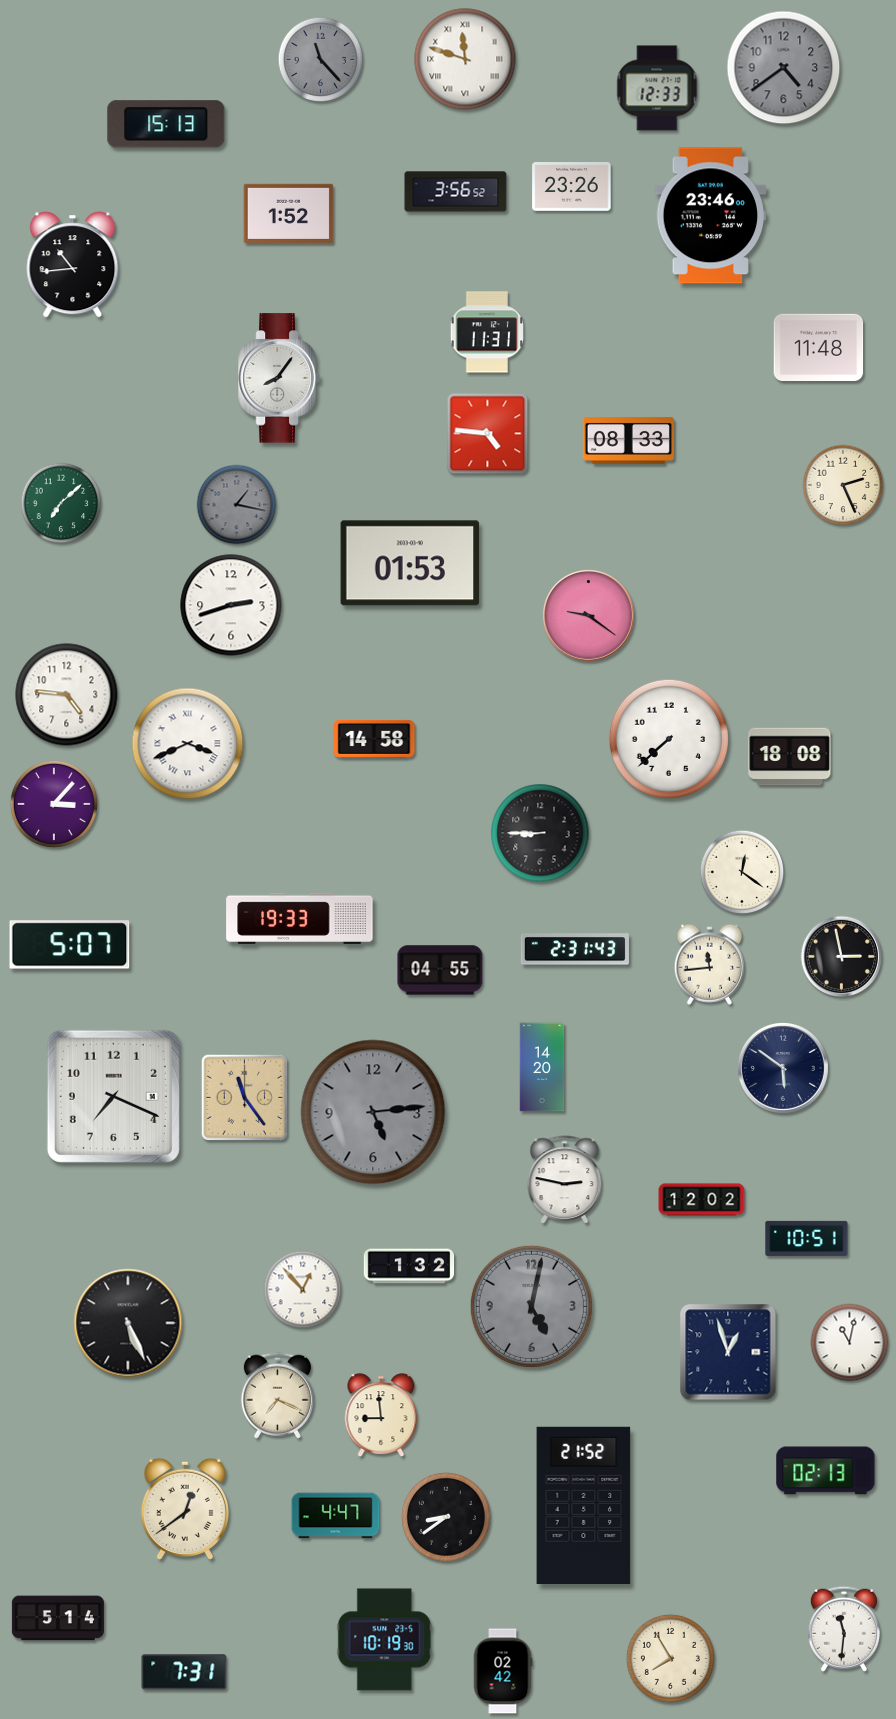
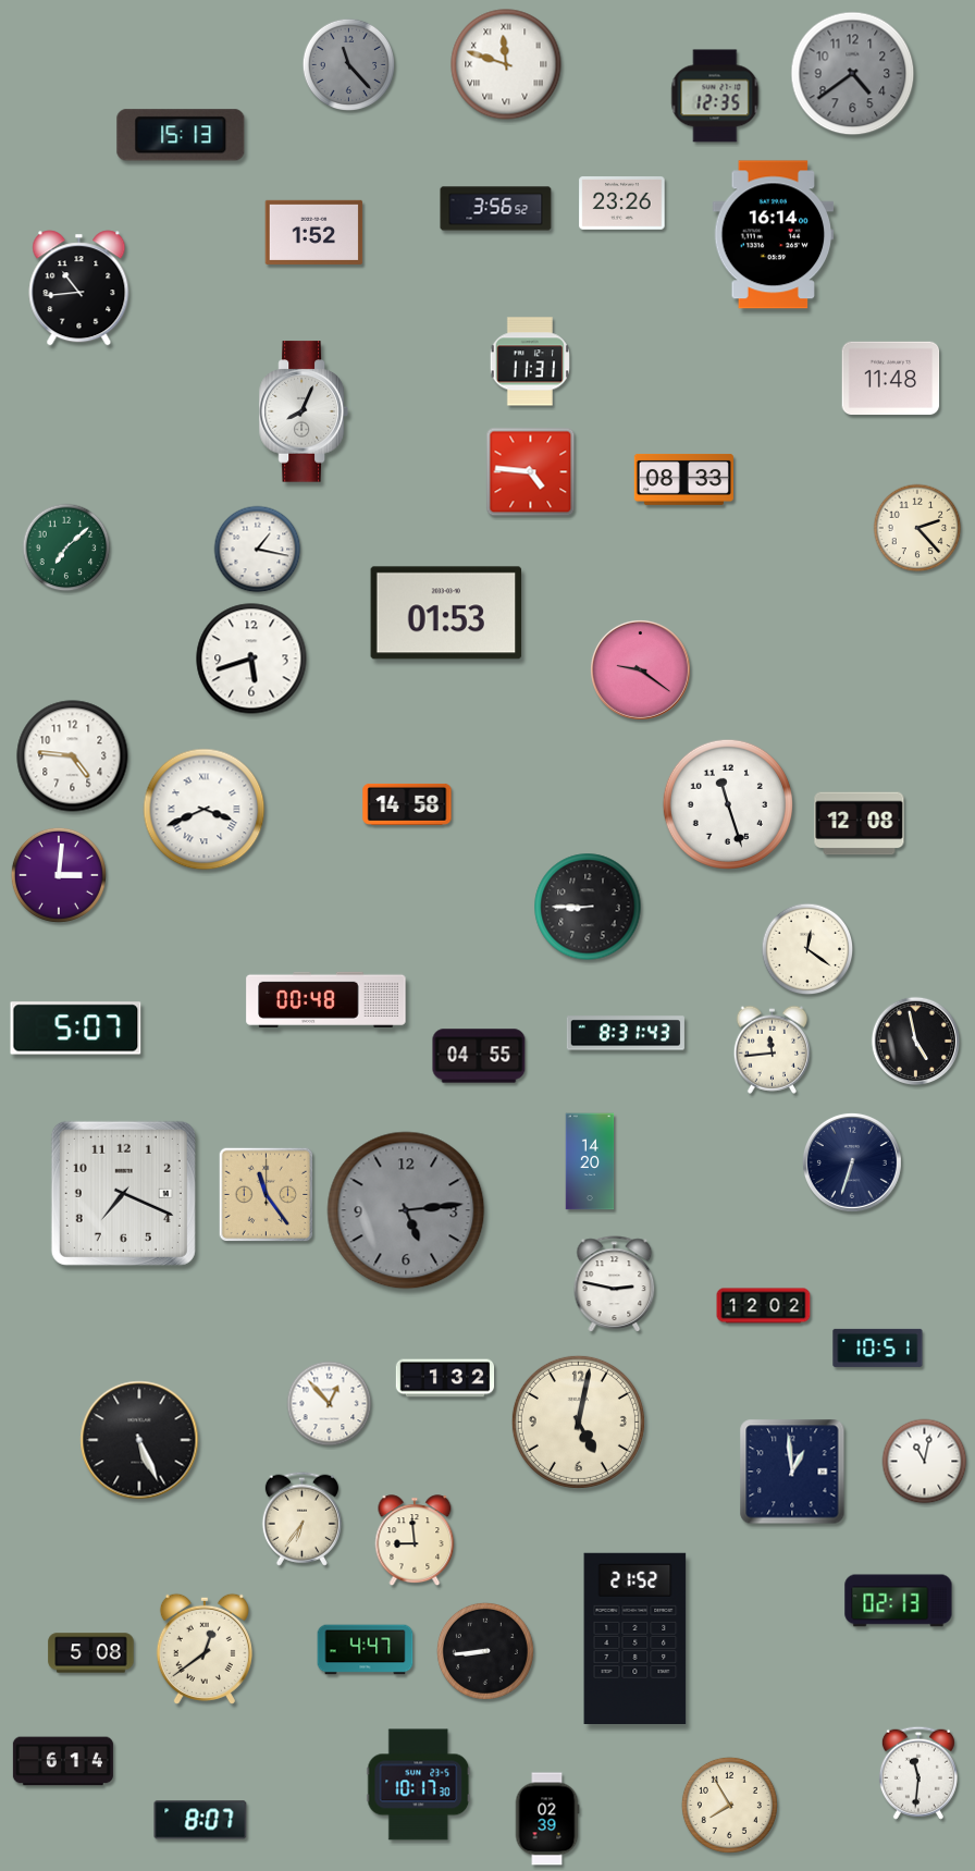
clock at (657, 88): 12:33 -> 12:35
clock at (711, 216): 23:46 -> 16:14
clock at (279, 378): 8:06 -> 8:04
clock at (843, 485): 2:26 -> 2:23
clock at (237, 505) dial: grey -> white
clock at (231, 605): 2:42 -> 5:42
clock at (669, 739): 7:38 -> 11:27
clock at (790, 757): 18:08 -> 12:08
clock at (54, 804): 3:07 -> 3:01
clock at (300, 918): 19:33 -> 00:48
clock at (575, 949): 2:31 -> 8:31
clock at (842, 957): 2:58 -> 4:58
clock at (783, 1068): 5:51 -> 6:33
clock at (531, 1306) dial: grey -> cream
clock at (728, 1352): 12:57 -> 12:59
clock at (277, 1395): 7:19 -> 6:36
clock at (185, 1509) position: (185, 1509) -> (205, 1649)
clock at (446, 1517): 8:39 -> 8:44
clock at (91, 1653): none -> 5:08
clock at (58, 1618): 5:14 -> 6:14
clock at (385, 1640): 10:19 -> 10:17
clock at (503, 1671): 02:42 -> 02:39
clock at (184, 1672): 7:31 -> 8:07
